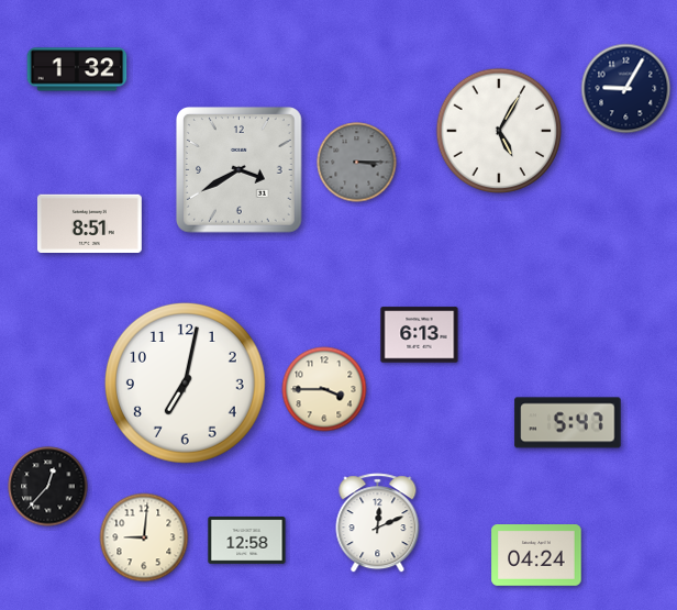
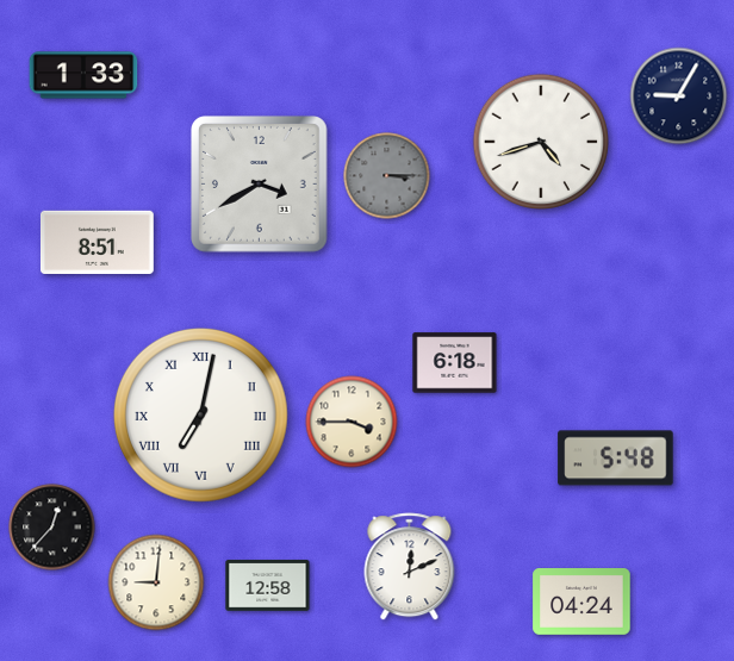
clock at (77, 69): 1:32 -> 1:33
clock at (499, 131): 5:05 -> 4:42
clock at (420, 335): 6:13 -> 6:18
clock at (185, 382) numerals: Arabic -> Roman
clock at (568, 423): 5:47 -> 5:48
